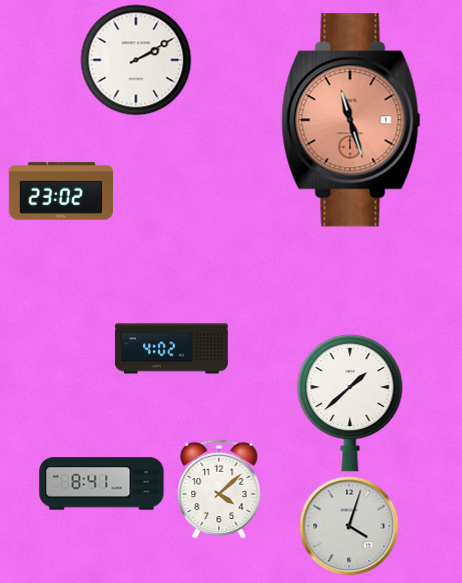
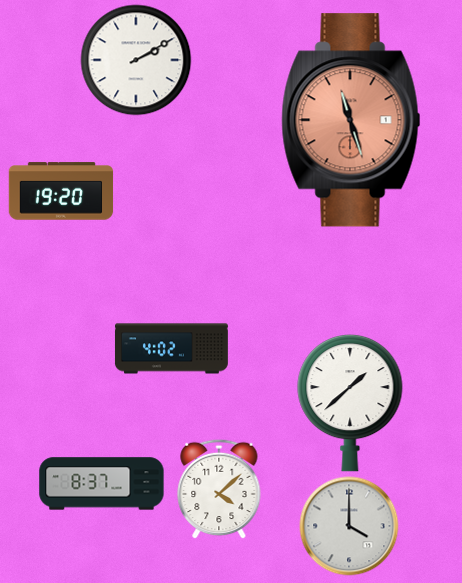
clock at (61, 191): 23:02 -> 19:20
clock at (102, 484): 8:41 -> 8:37
clock at (349, 526): 4:03 -> 4:00
